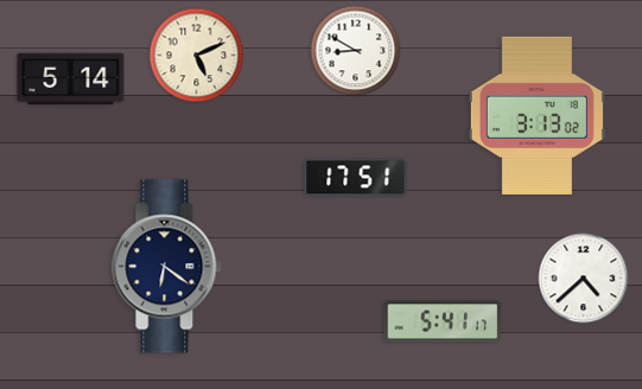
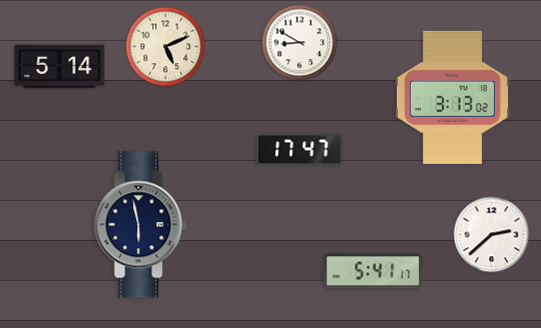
clock at (356, 178): 17:51 -> 17:47
clock at (167, 267): 6:21 -> 5:58
clock at (584, 279): 4:38 -> 2:38
